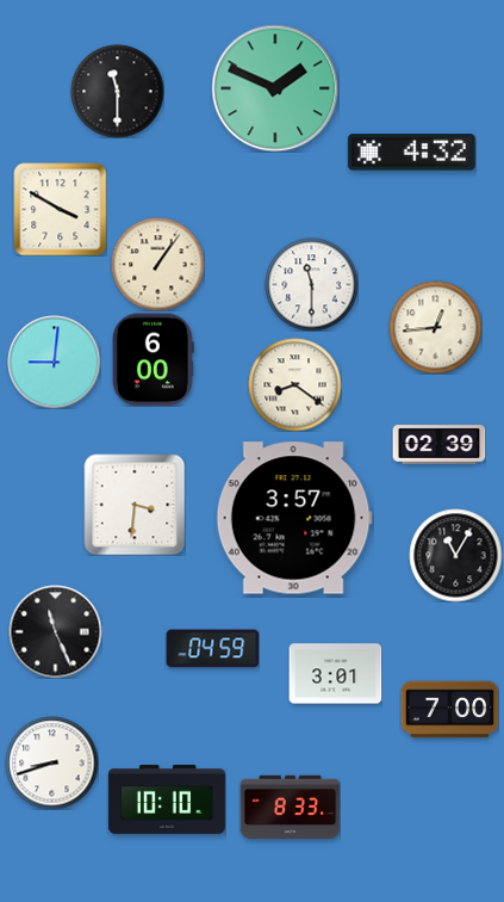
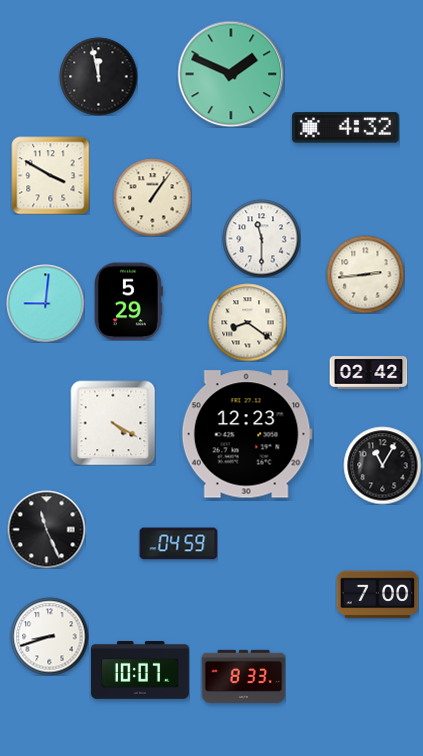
clock at (117, 91): 11:30 -> 11:58
clock at (157, 264) position: (157, 264) -> (152, 197)
clock at (435, 327): 12:44 -> 2:44
clock at (153, 359): 6:00 -> 5:29
clock at (438, 445): 02:39 -> 02:42
clock at (135, 505): 3:31 -> 4:20
clock at (294, 518): 3:57 -> 12:23
clock at (335, 674): 3:01 -> none
clock at (51, 762) position: (51, 762) -> (49, 636)
clock at (167, 799): 10:10 -> 10:07
